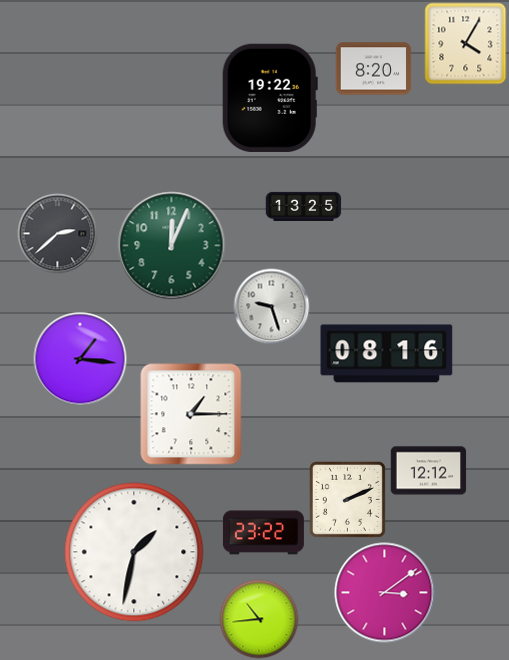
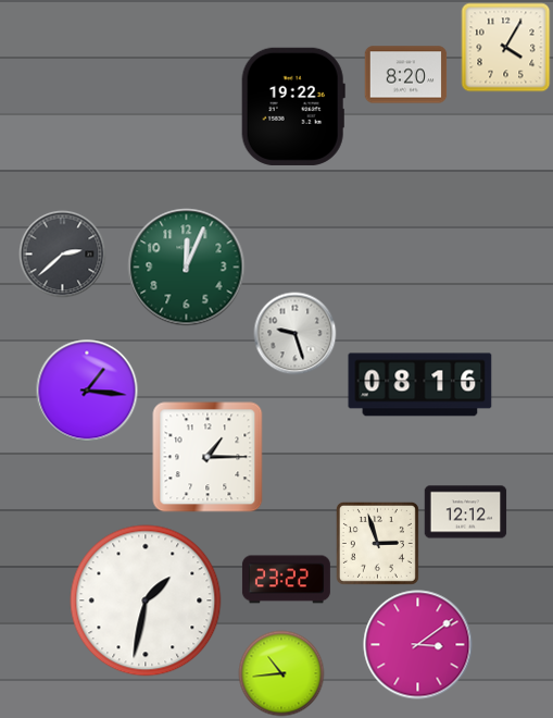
clock at (304, 206): 13:25 -> none
clock at (191, 414) position: (191, 414) -> (208, 457)
clock at (347, 499): 2:11 -> 2:57
